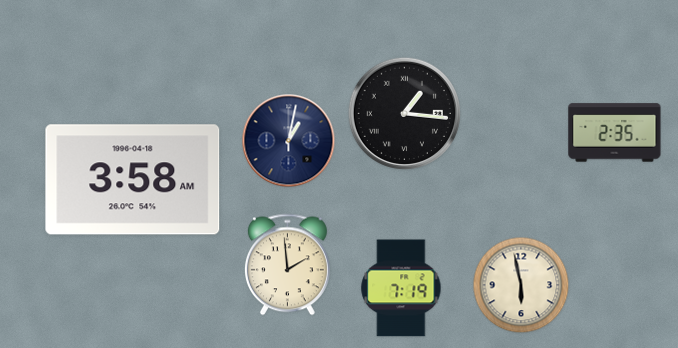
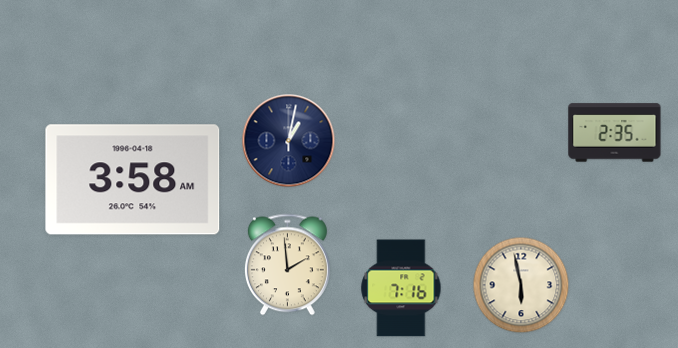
clock at (404, 113): 1:16 -> none
clock at (401, 288): 7:19 -> 7:16
